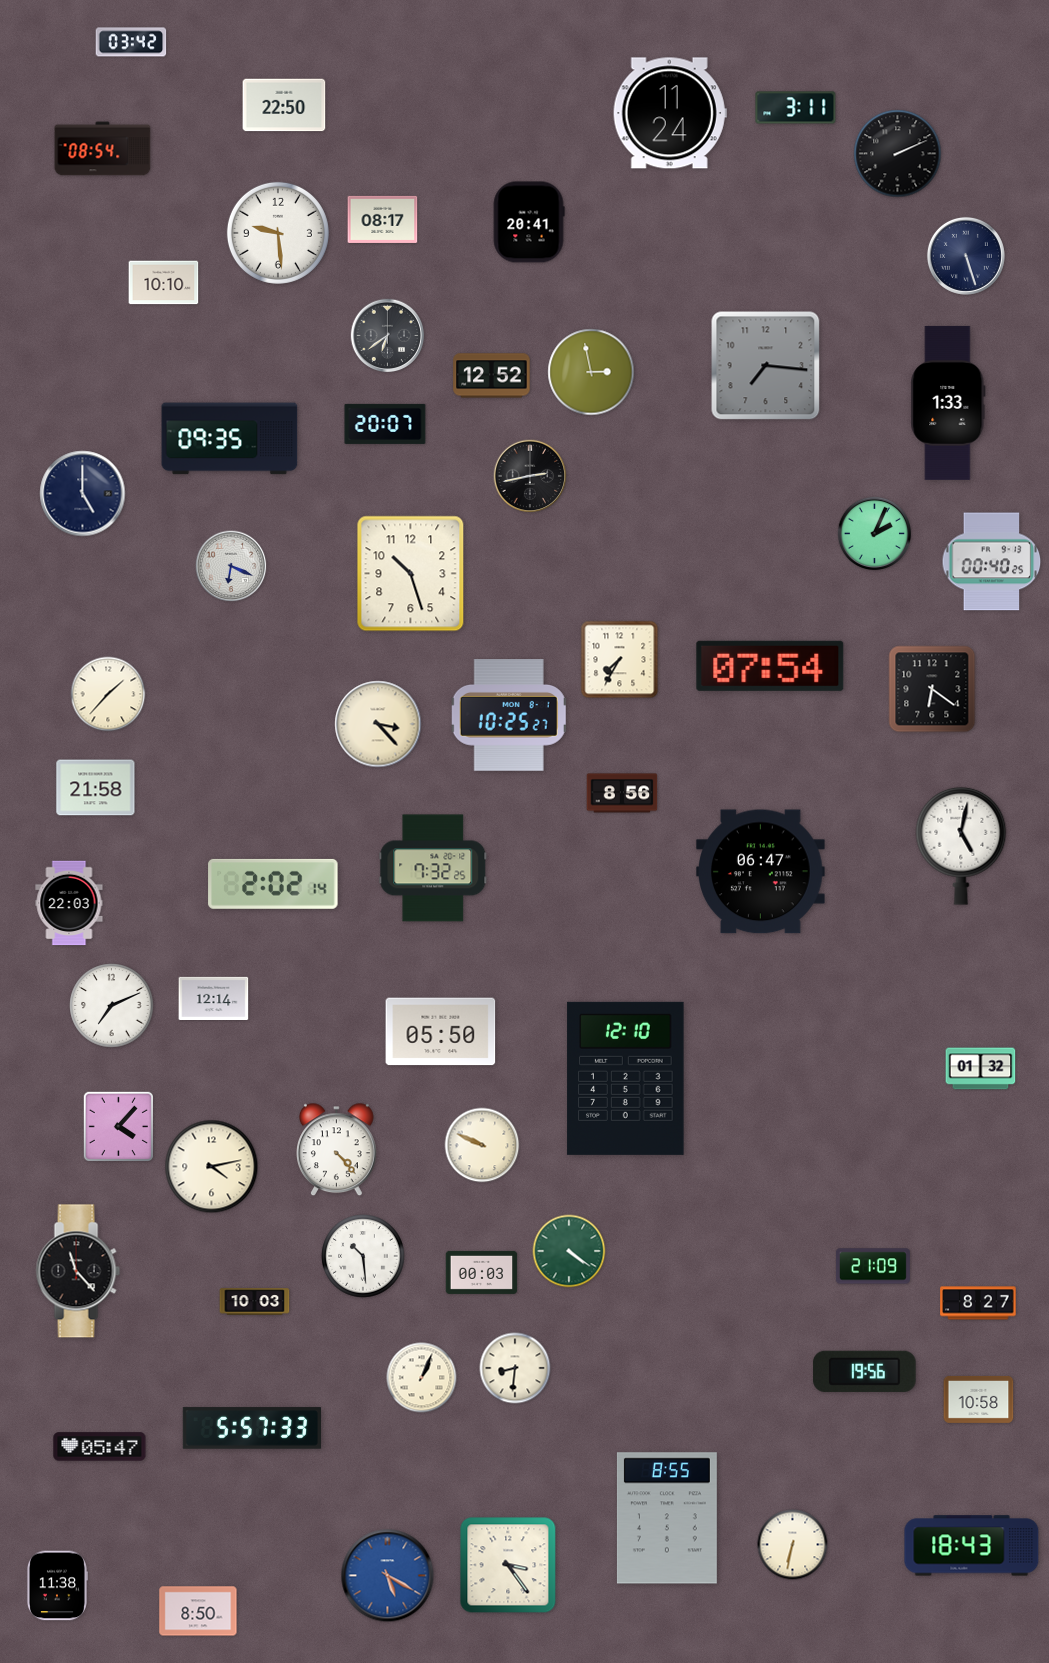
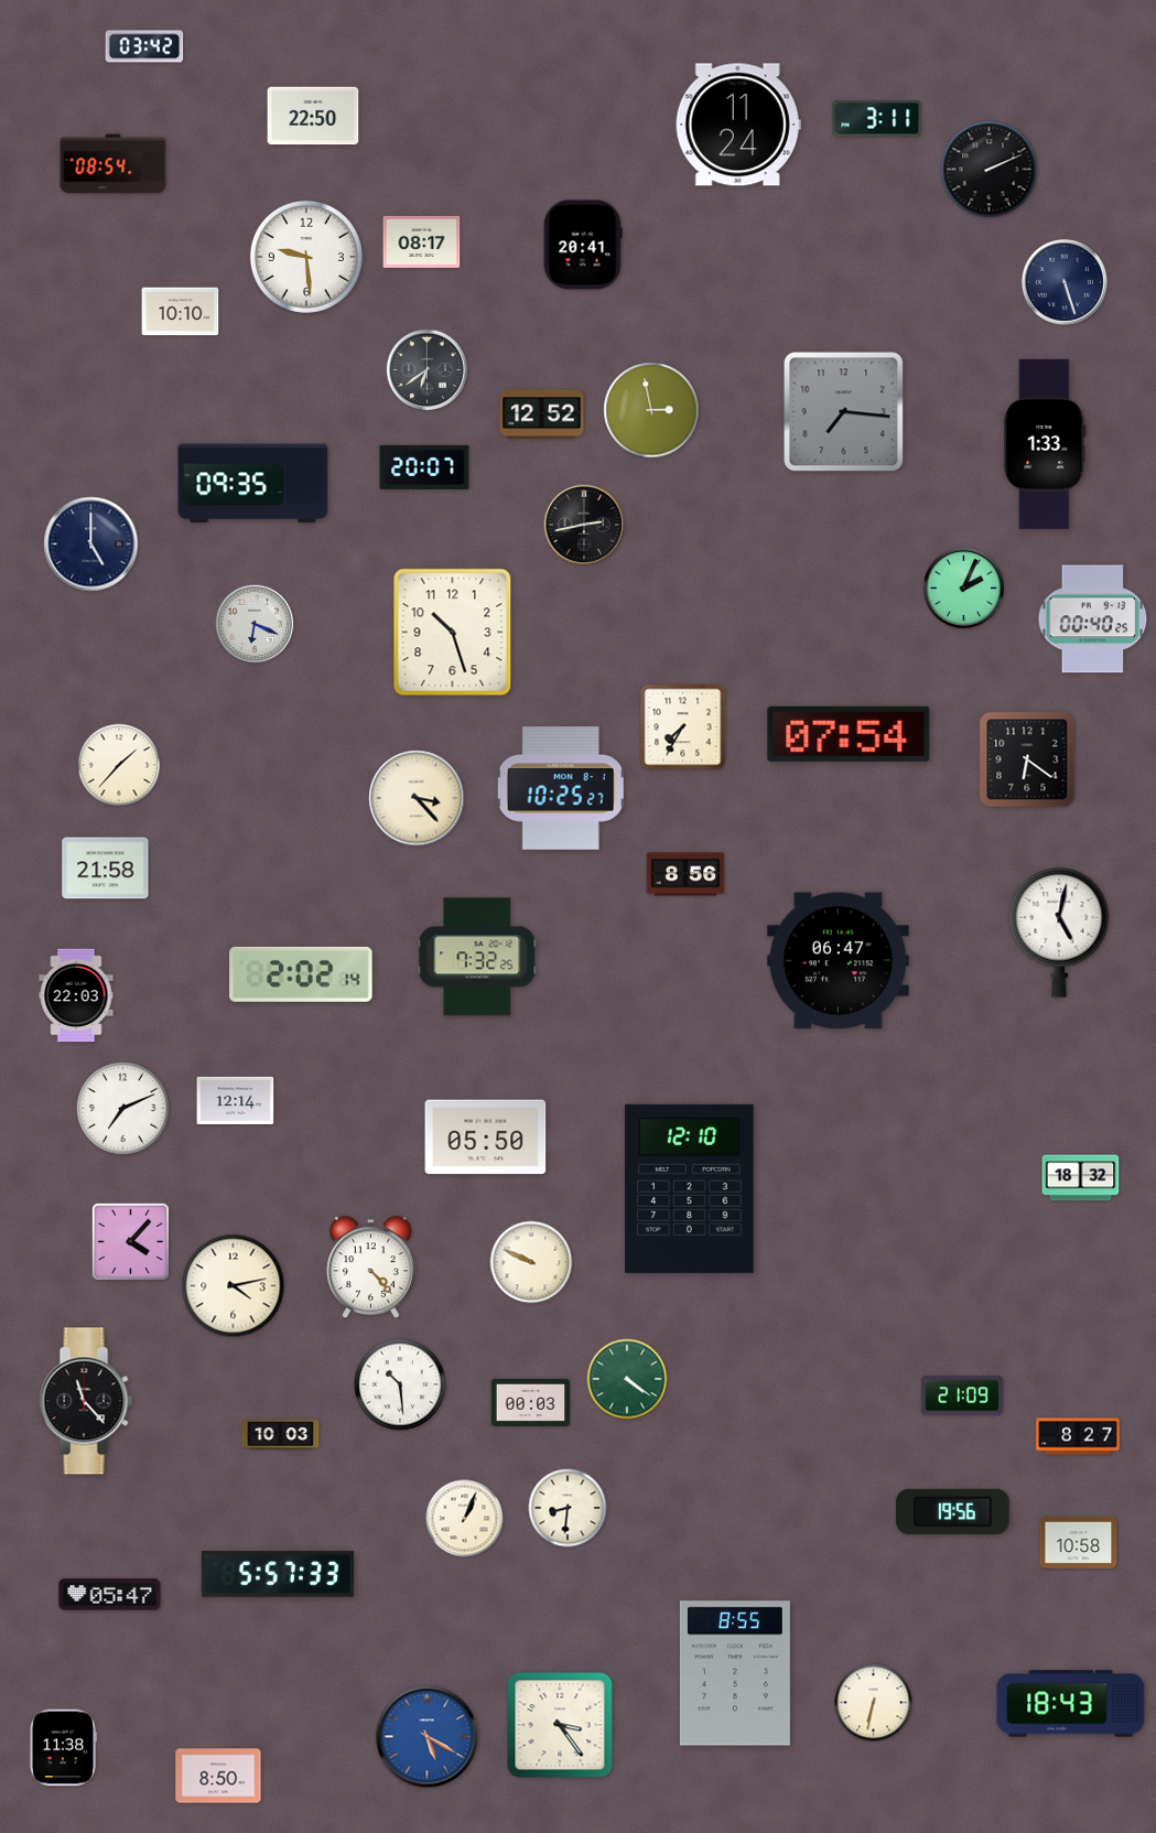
clock at (766, 366) position: (766, 366) -> (844, 412)
clock at (981, 1069): 01:32 -> 18:32
